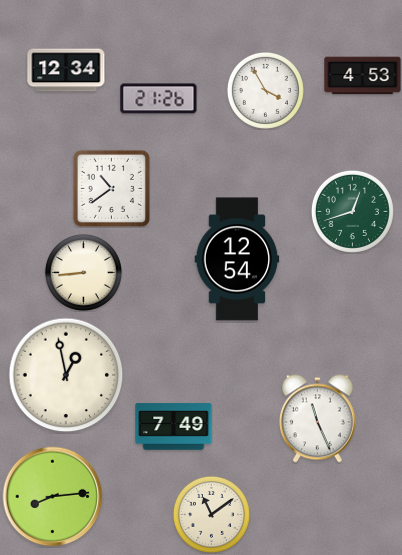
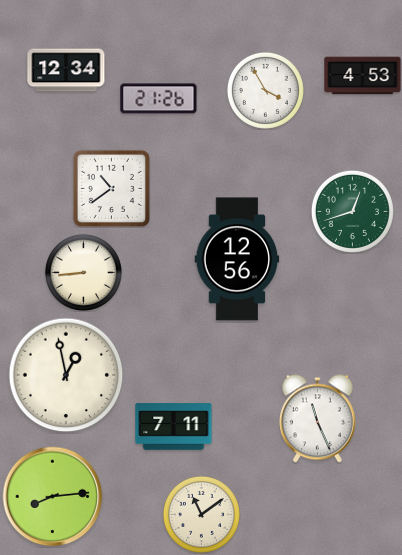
clock at (237, 259): 12:54 -> 12:56
clock at (174, 427): 7:49 -> 7:11
clock at (211, 514) position: (211, 514) -> (201, 514)
